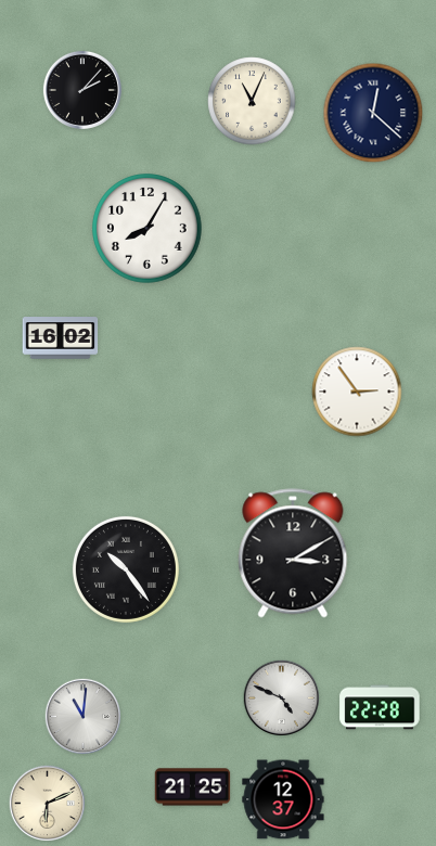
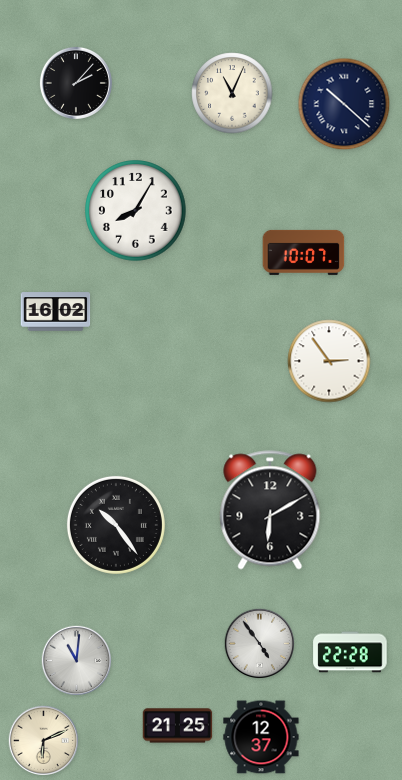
clock at (373, 113): 12:22 -> 10:22
clock at (304, 252): none -> 10:07
clock at (293, 553): 3:10 -> 6:10
clock at (282, 698): 4:49 -> 4:54
